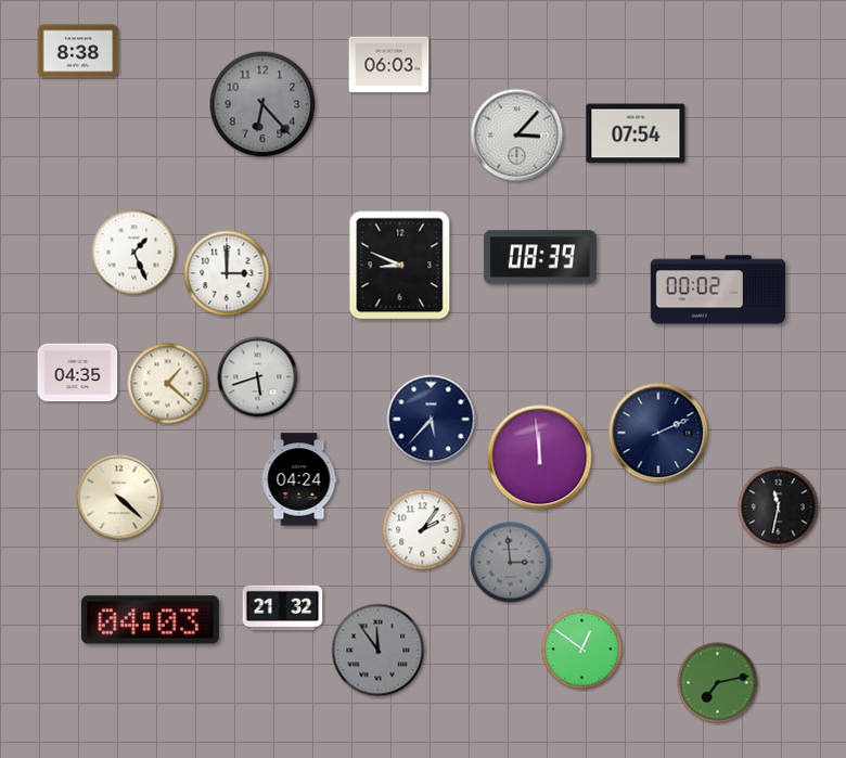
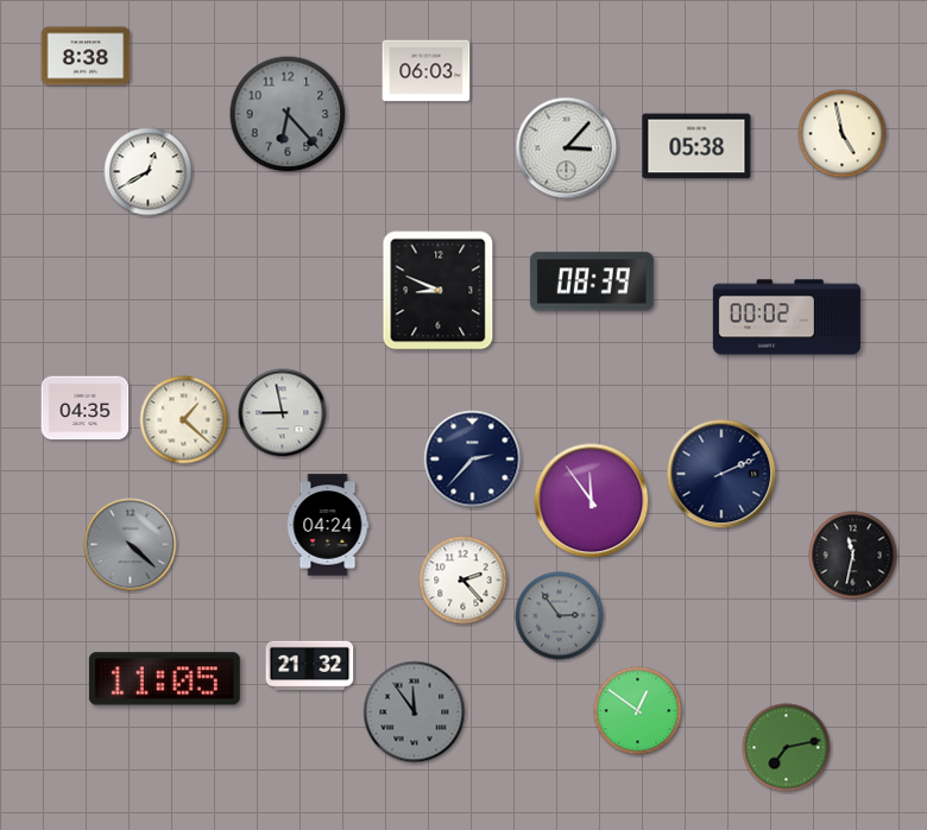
clock at (843, 134): none -> 4:58
clock at (636, 133): 07:54 -> 05:38
clock at (149, 172): none -> 12:40
clock at (134, 253): 1:26 -> none
clock at (227, 273): 3:00 -> none
clock at (258, 377): 5:42 -> 8:58
clock at (432, 420): 5:37 -> 2:37
clock at (540, 458): 11:59 -> 11:54
clock at (119, 498) dial: cream -> grey
clock at (423, 530): 2:06 -> 2:23
clock at (511, 563): 2:59 -> 2:54
clock at (150, 620): 04:03 -> 11:05
